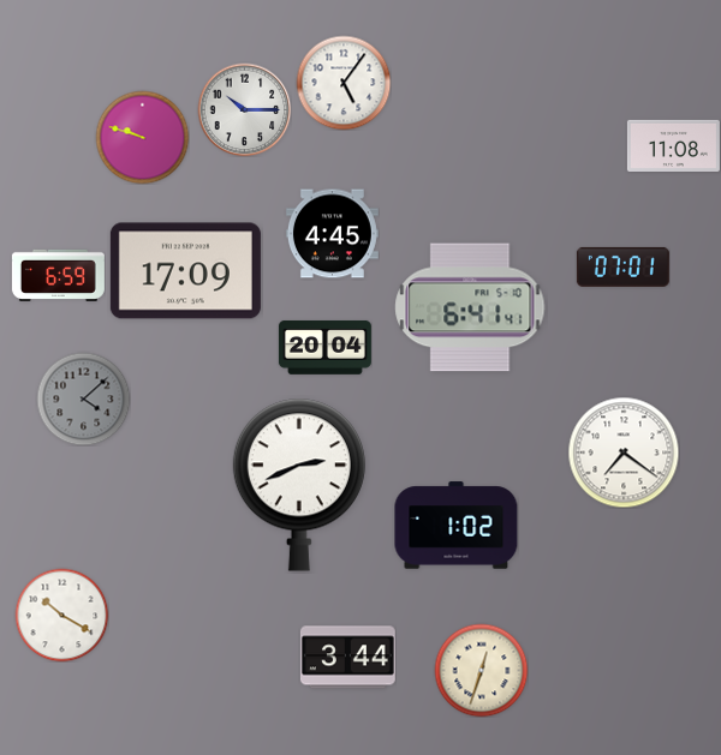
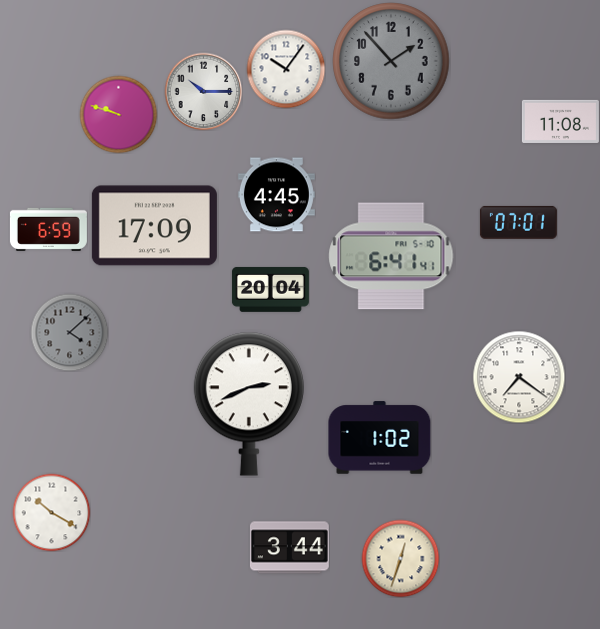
clock at (391, 61): none -> 1:53
clock at (344, 83): 5:06 -> 10:06
